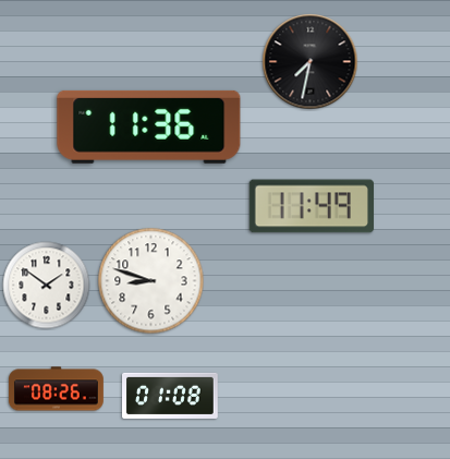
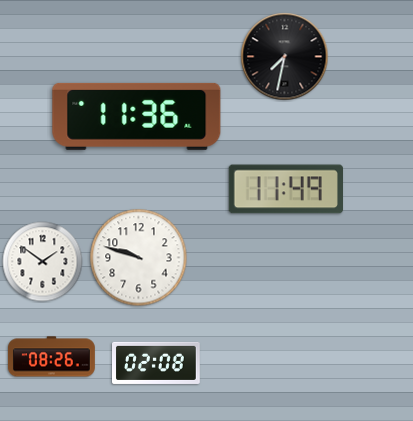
clock at (151, 281): 8:48 -> 9:48
clock at (171, 396): 01:08 -> 02:08
